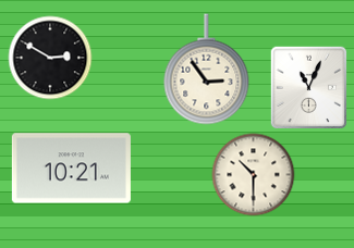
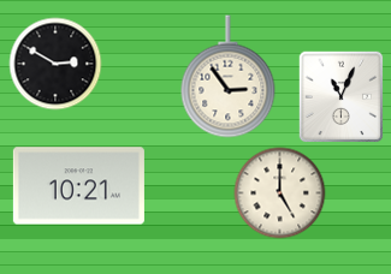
clock at (254, 175): 10:30 -> 5:00
